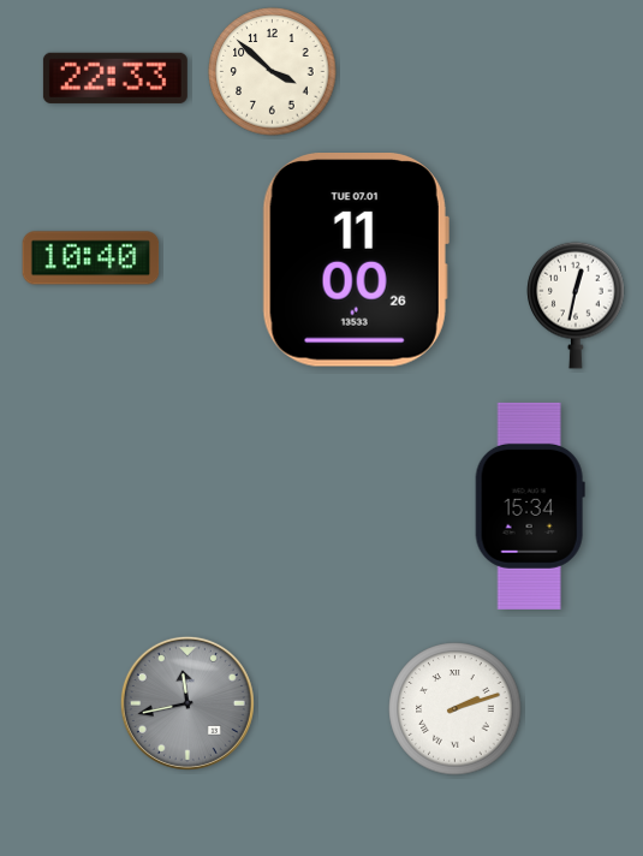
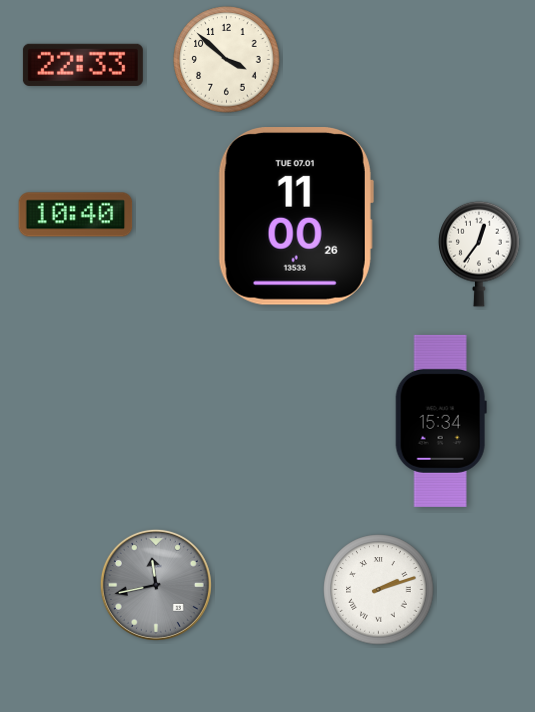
clock at (115, 78) position: (115, 78) -> (83, 65)
clock at (576, 305): 12:32 -> 12:36
